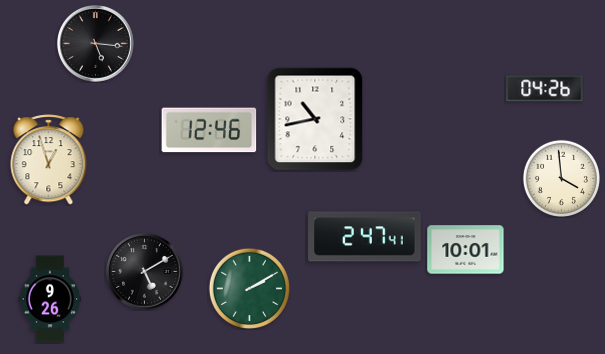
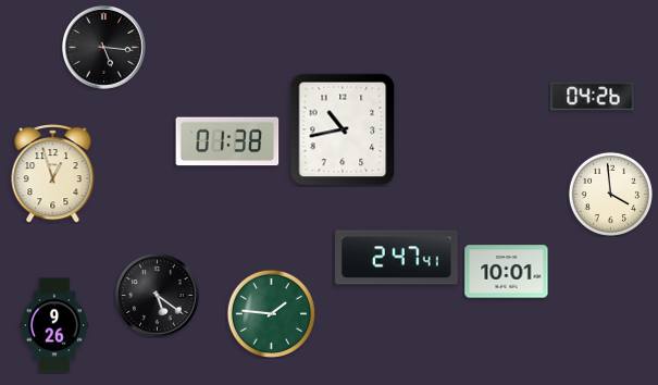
clock at (209, 130): 12:46 -> 01:38
clock at (145, 272): 5:10 -> 5:21
clock at (249, 288): 2:10 -> 1:46
